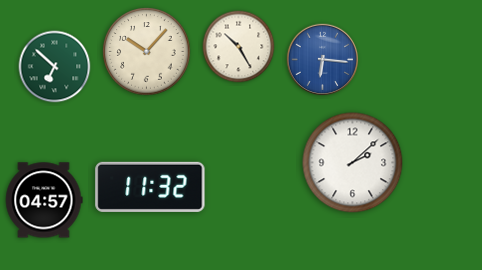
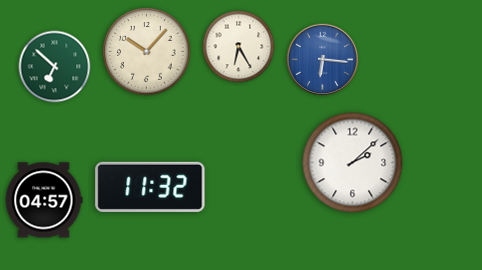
clock at (239, 47): 10:25 -> 6:25
